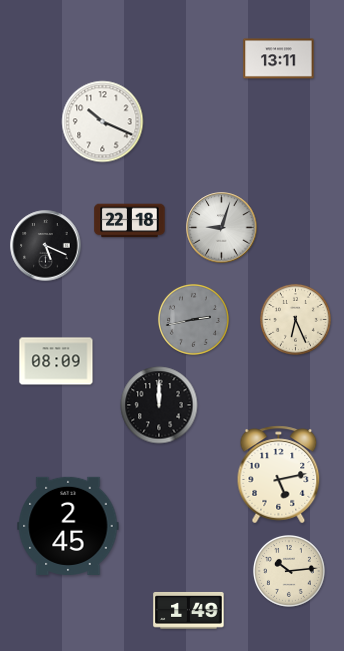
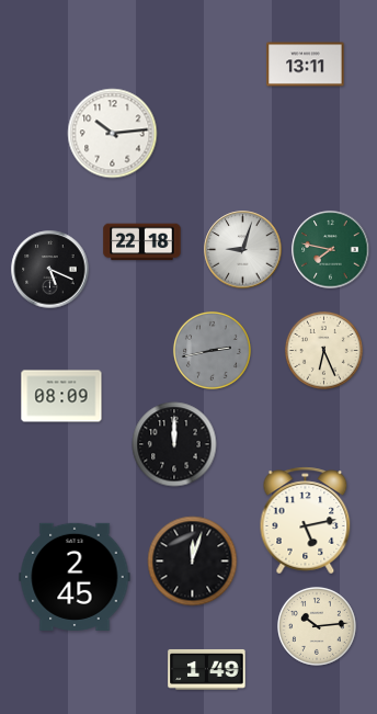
clock at (103, 122): 10:19 -> 10:14
clock at (331, 250): none -> 7:47
clock at (193, 562): none -> 12:03
